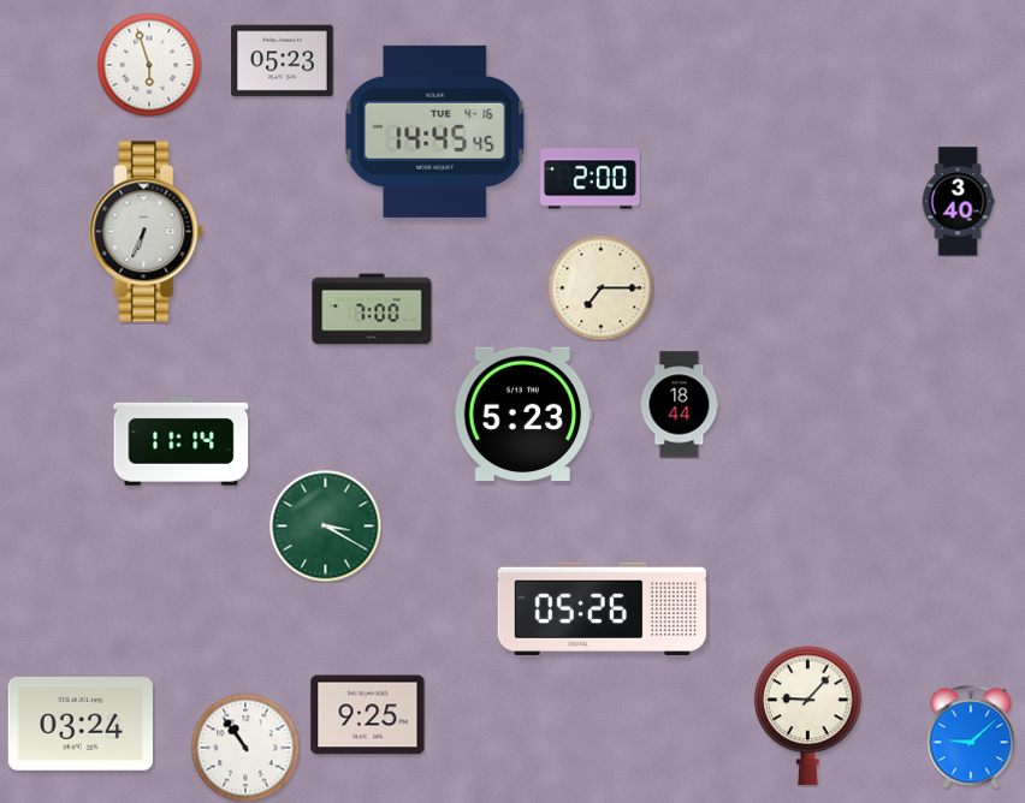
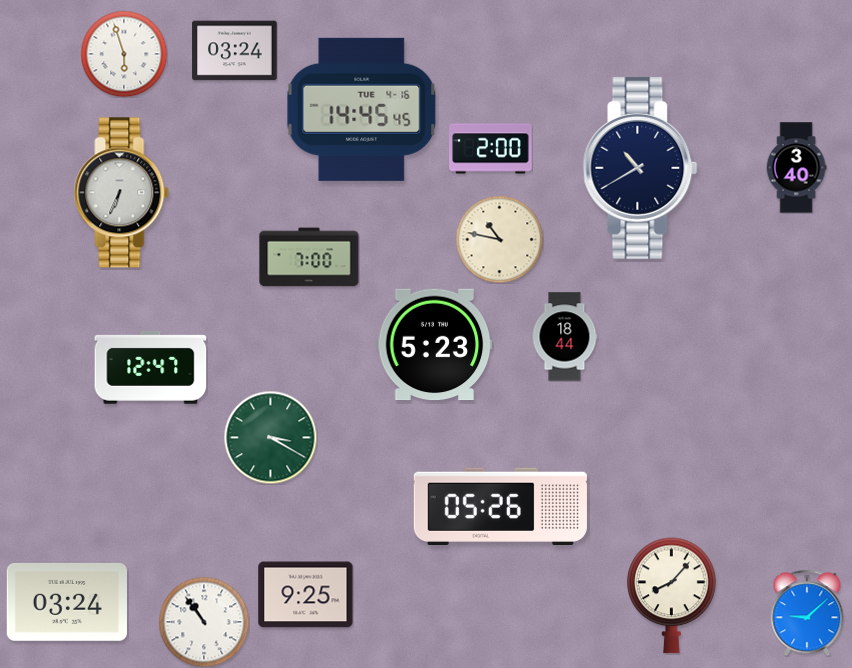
clock at (283, 61): 05:23 -> 03:24
clock at (640, 168): none -> 10:40
clock at (600, 287): 7:15 -> 10:47
clock at (182, 441): 11:14 -> 12:47
clock at (808, 716): 9:07 -> 8:07
